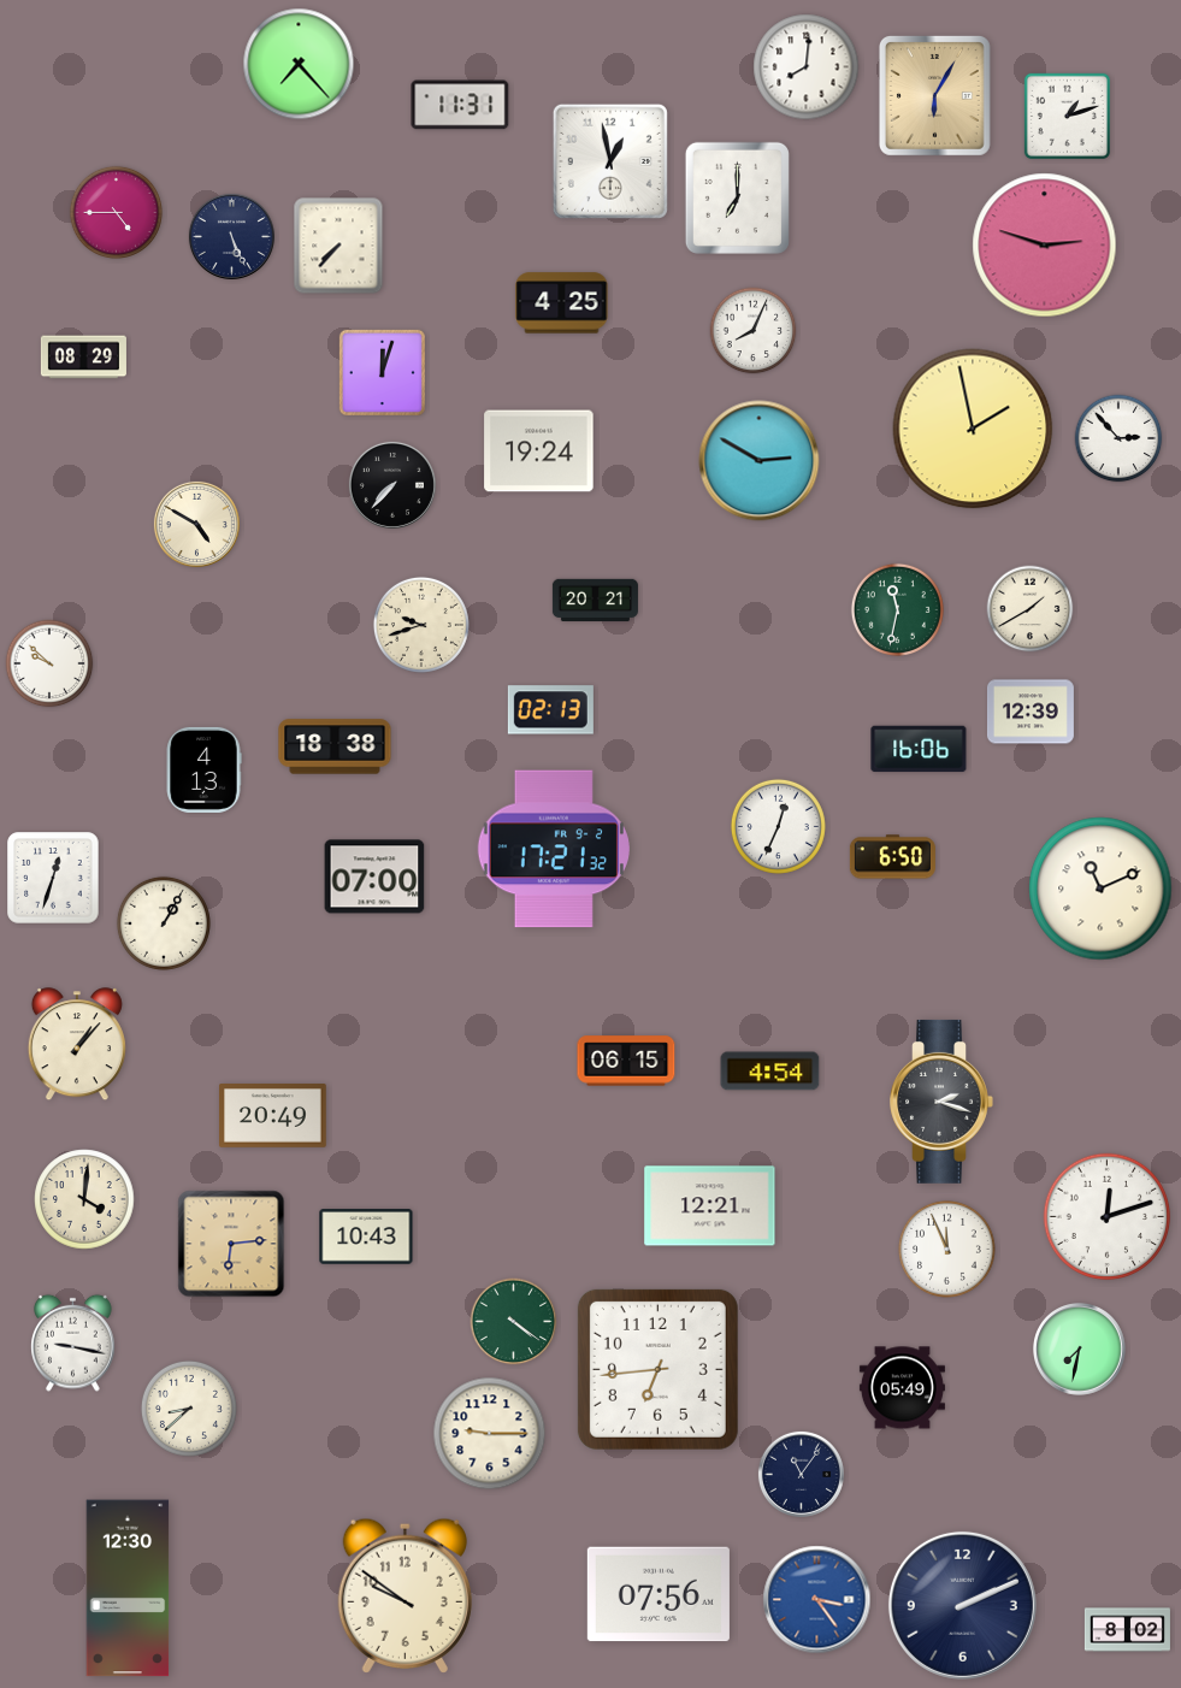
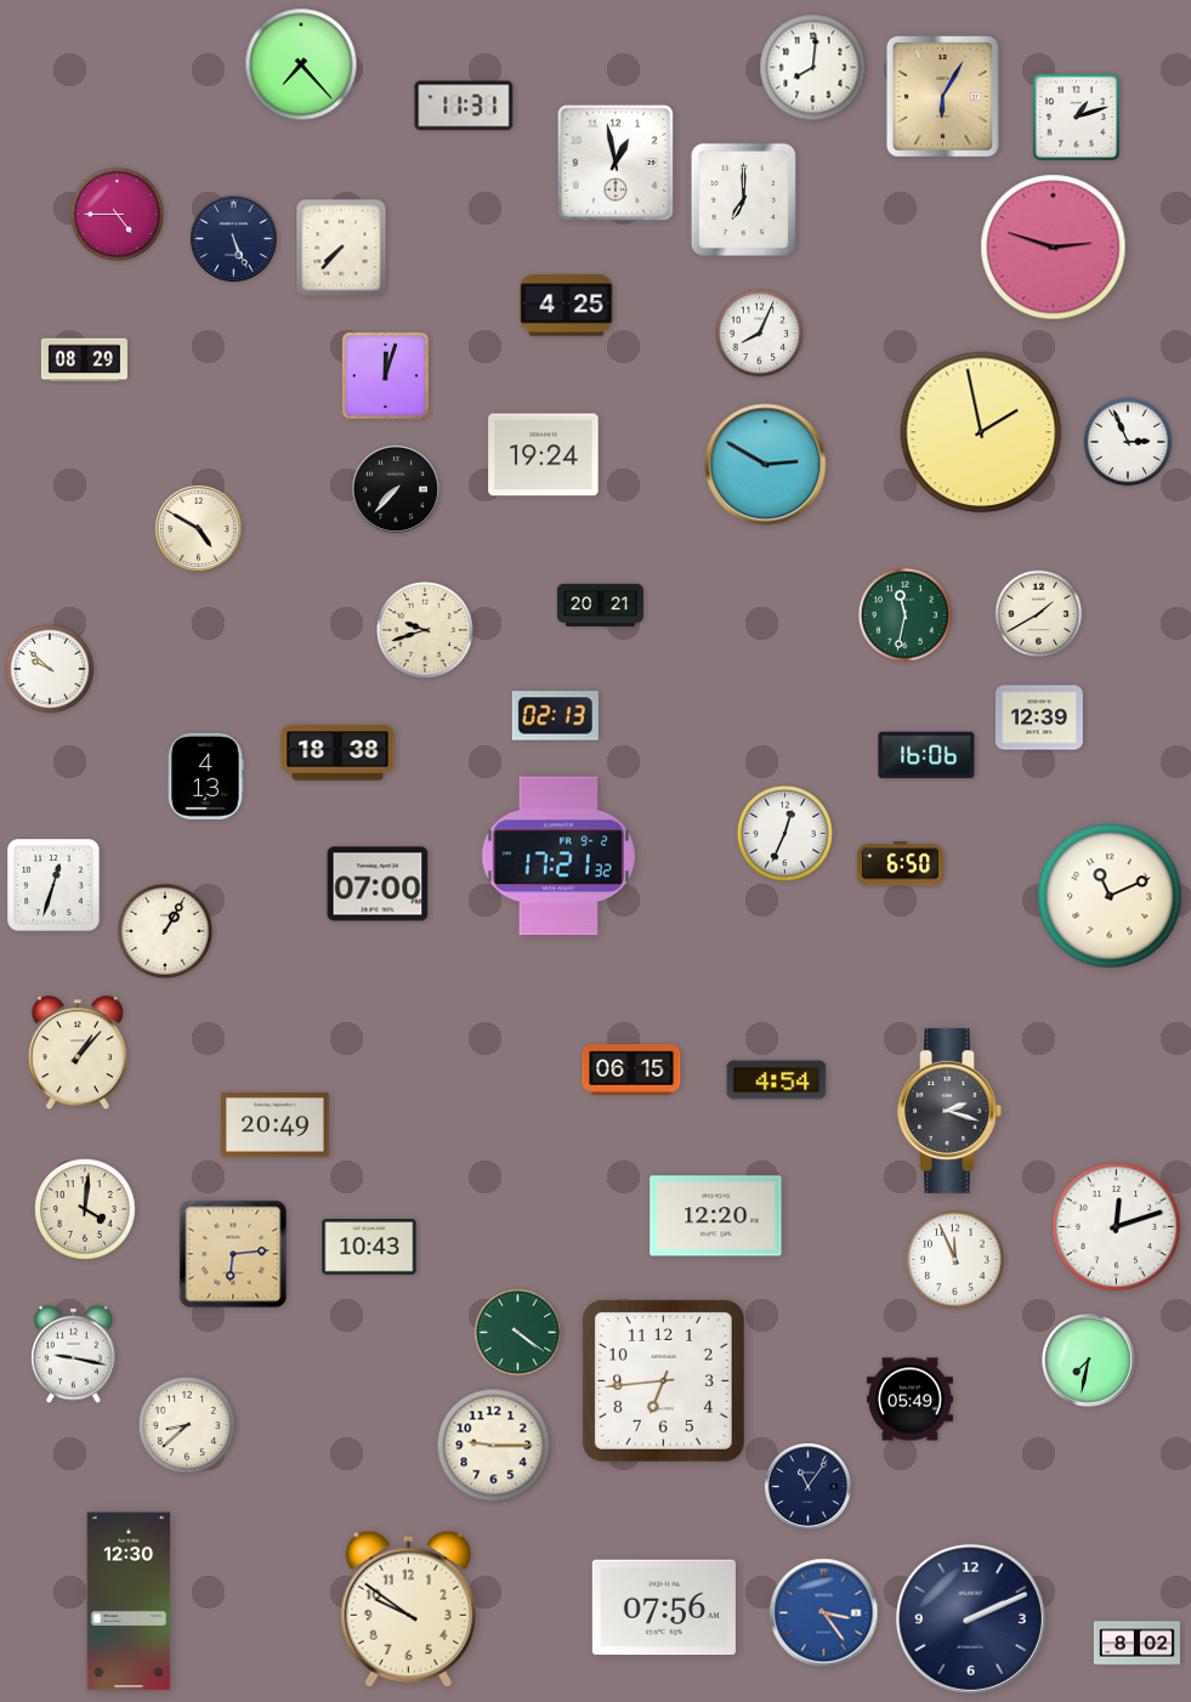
clock at (1118, 438): 2:53 -> 2:56
clock at (710, 1206): 12:21 -> 12:20
clock at (189, 1409) position: (189, 1409) -> (187, 1425)
